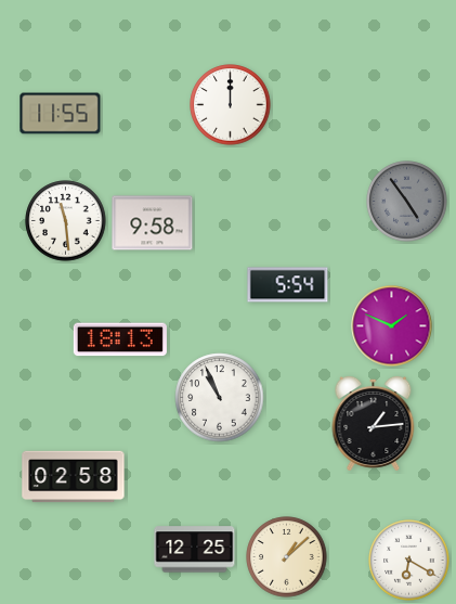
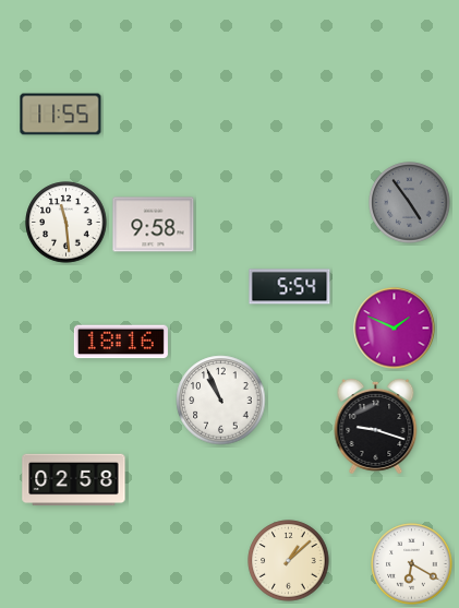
clock at (231, 105): 12:00 -> none
clock at (120, 339): 18:13 -> 18:16
clock at (374, 423): 1:14 -> 9:18
clock at (195, 550): 12:25 -> none
